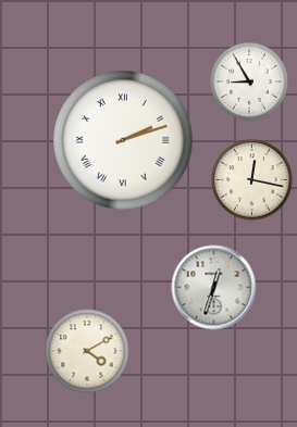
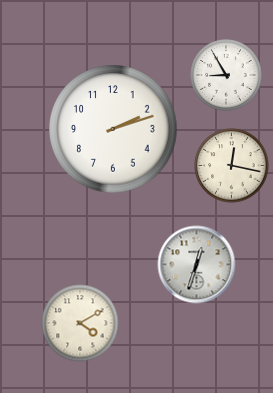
clock at (249, 81) position: (249, 81) -> (226, 75)
clock at (123, 140) numerals: Roman -> Arabic
